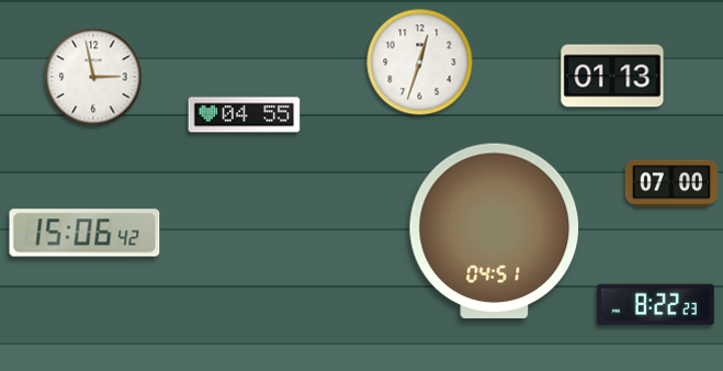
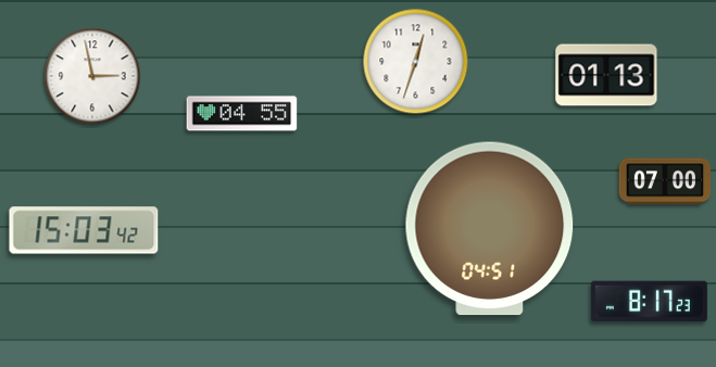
clock at (84, 233): 15:06 -> 15:03
clock at (655, 305): 8:22 -> 8:17
